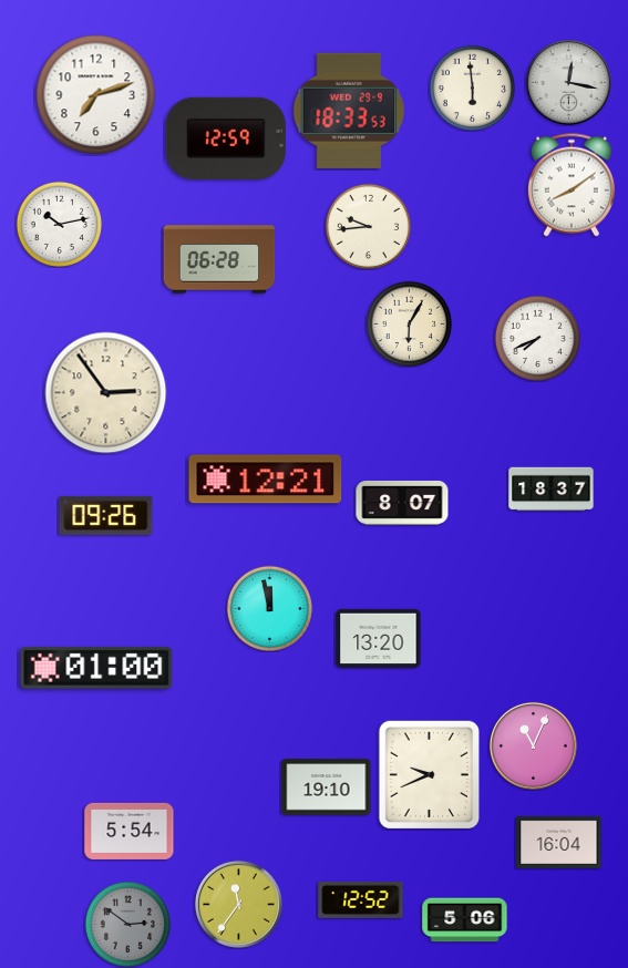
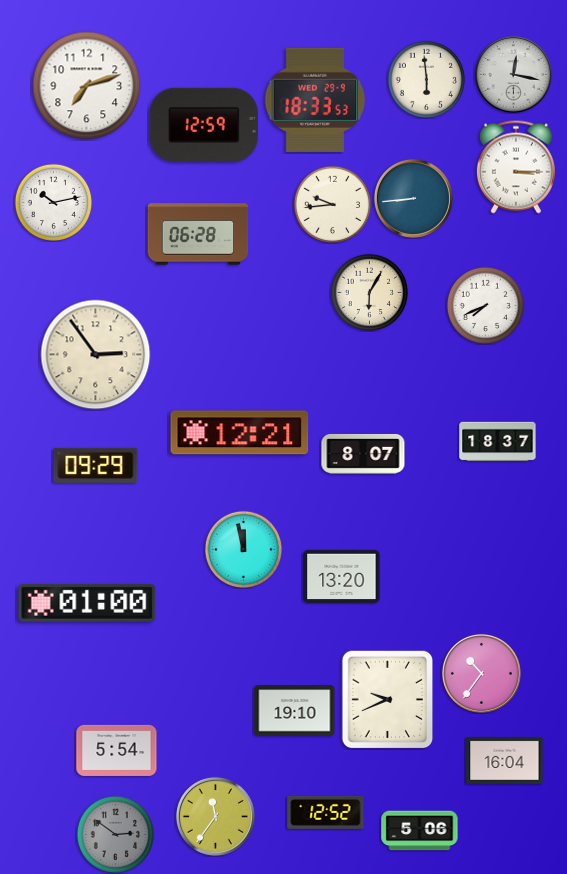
clock at (572, 185): 8:09 -> 3:15
clock at (413, 198): none -> 8:44
clock at (106, 515): 09:26 -> 09:29
clock at (533, 745): 11:04 -> 10:36
